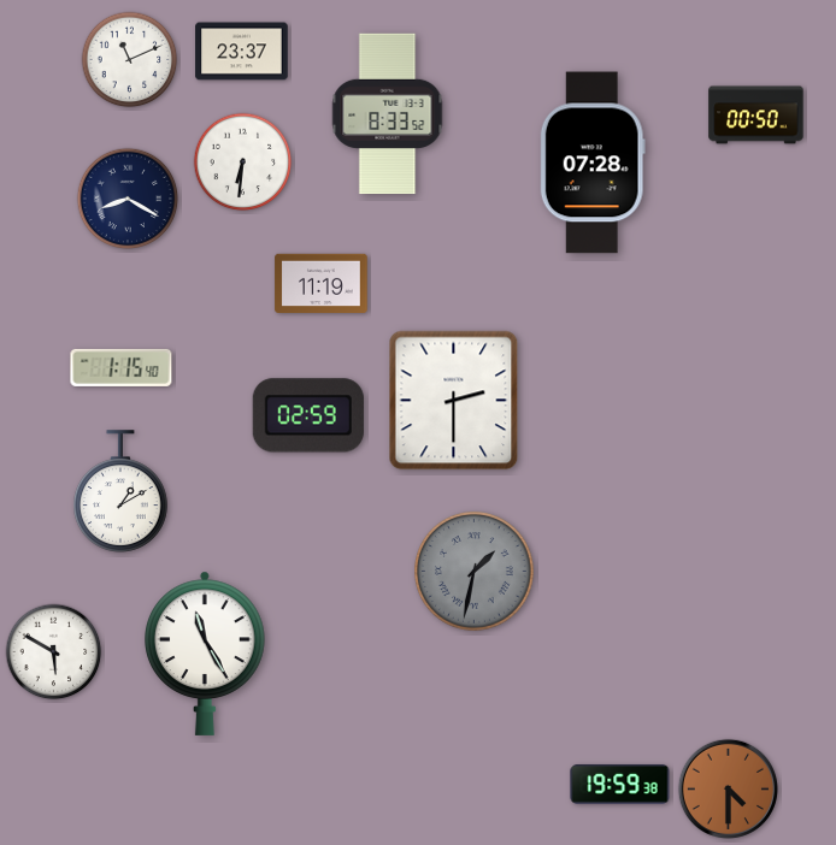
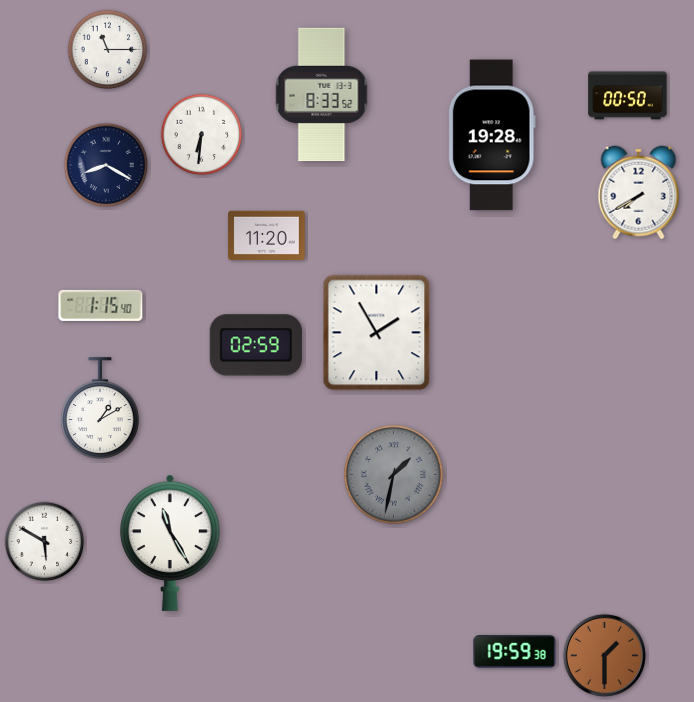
clock at (242, 52): 23:37 -> none
clock at (130, 60): 11:11 -> 11:15
clock at (593, 162): 07:28 -> 19:28
clock at (639, 193): none -> 7:40
clock at (322, 284): 11:19 -> 11:20
clock at (454, 401): 2:30 -> 1:55
clock at (728, 788): 4:30 -> 1:30
